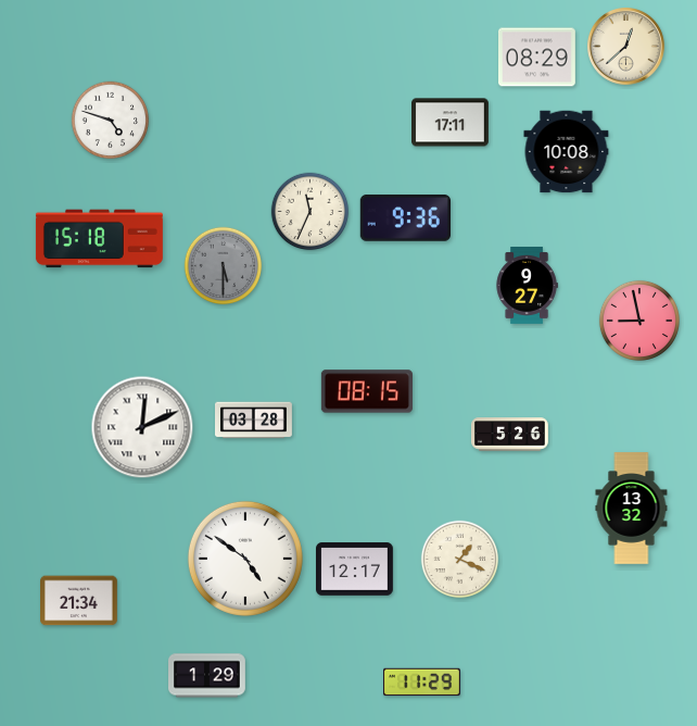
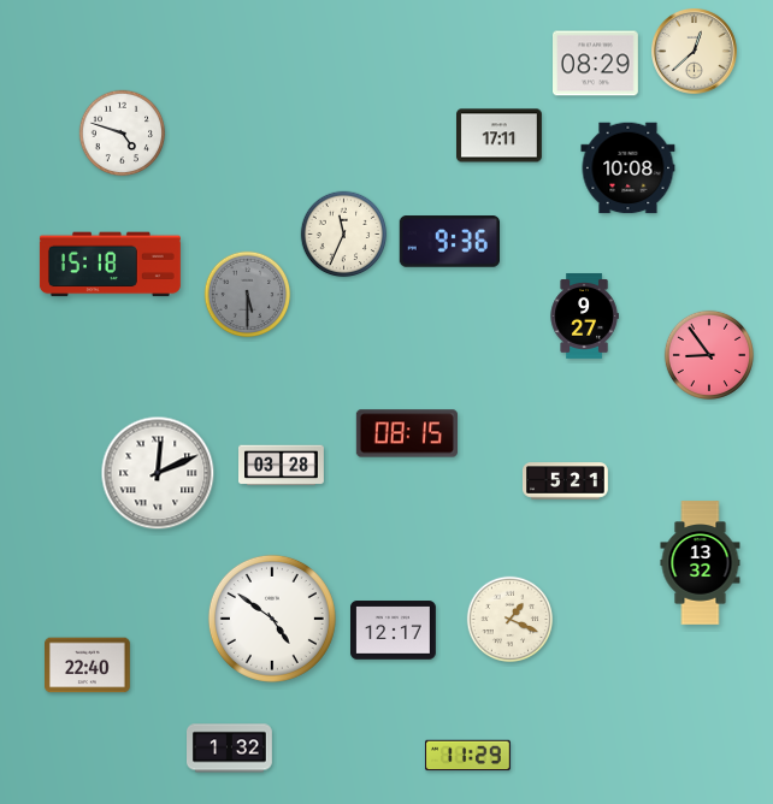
clock at (639, 321): 8:58 -> 8:54
clock at (510, 435): 5:26 -> 5:21
clock at (79, 601): 21:34 -> 22:40
clock at (207, 676): 1:29 -> 1:32
